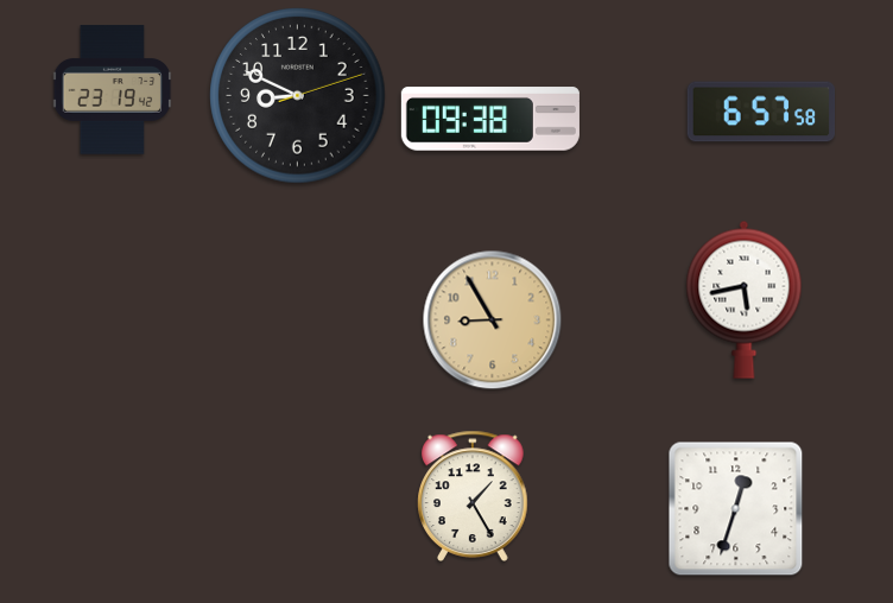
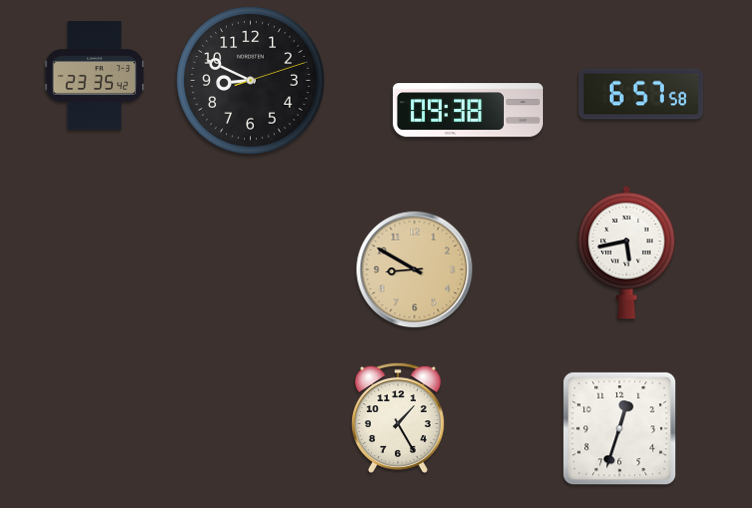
clock at (113, 90): 23:19 -> 23:35
clock at (490, 119) position: (490, 119) -> (468, 110)
clock at (493, 320): 8:55 -> 8:50
